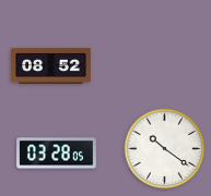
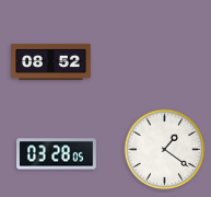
clock at (51, 65) position: (51, 65) -> (51, 61)
clock at (165, 149): 10:21 -> 1:21
